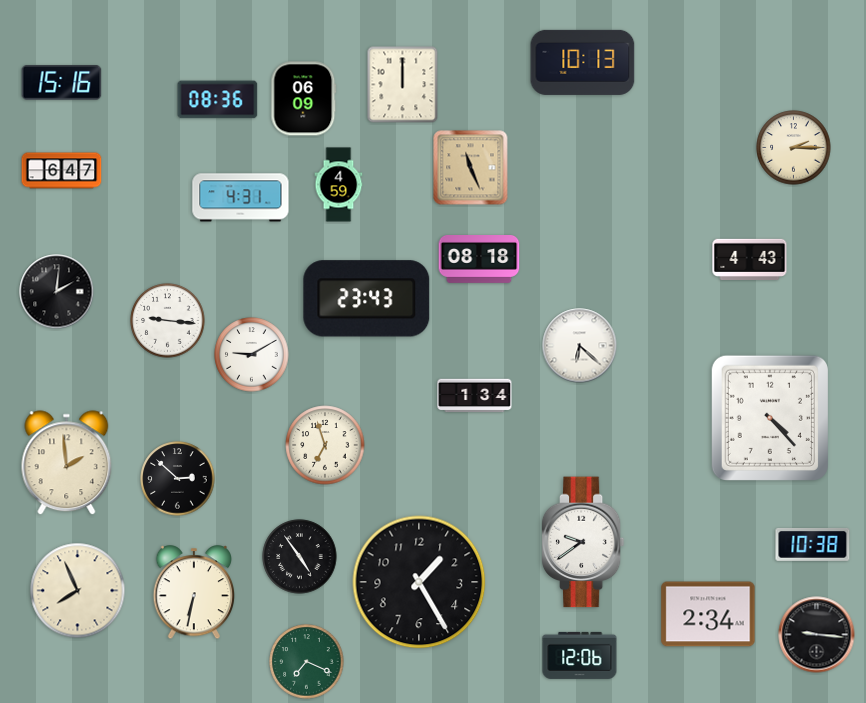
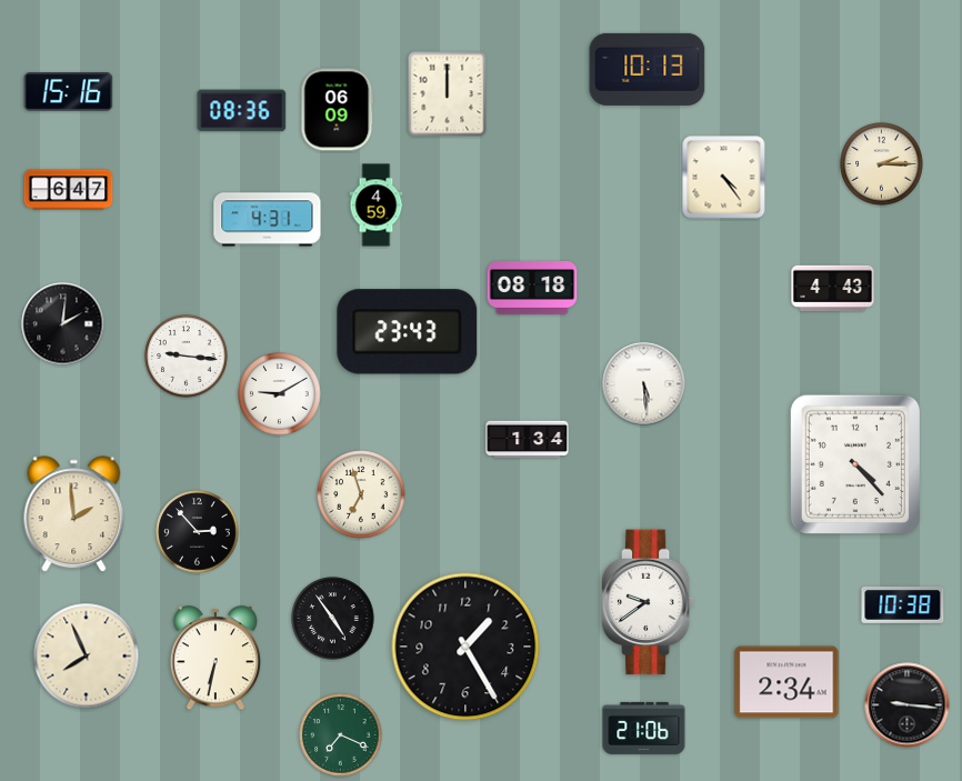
clock at (724, 178): none -> 4:24
clock at (471, 168): 11:26 -> none
clock at (580, 346): 6:22 -> 5:29
clock at (178, 479): 2:52 -> 2:53
clock at (580, 655): 12:06 -> 21:06
